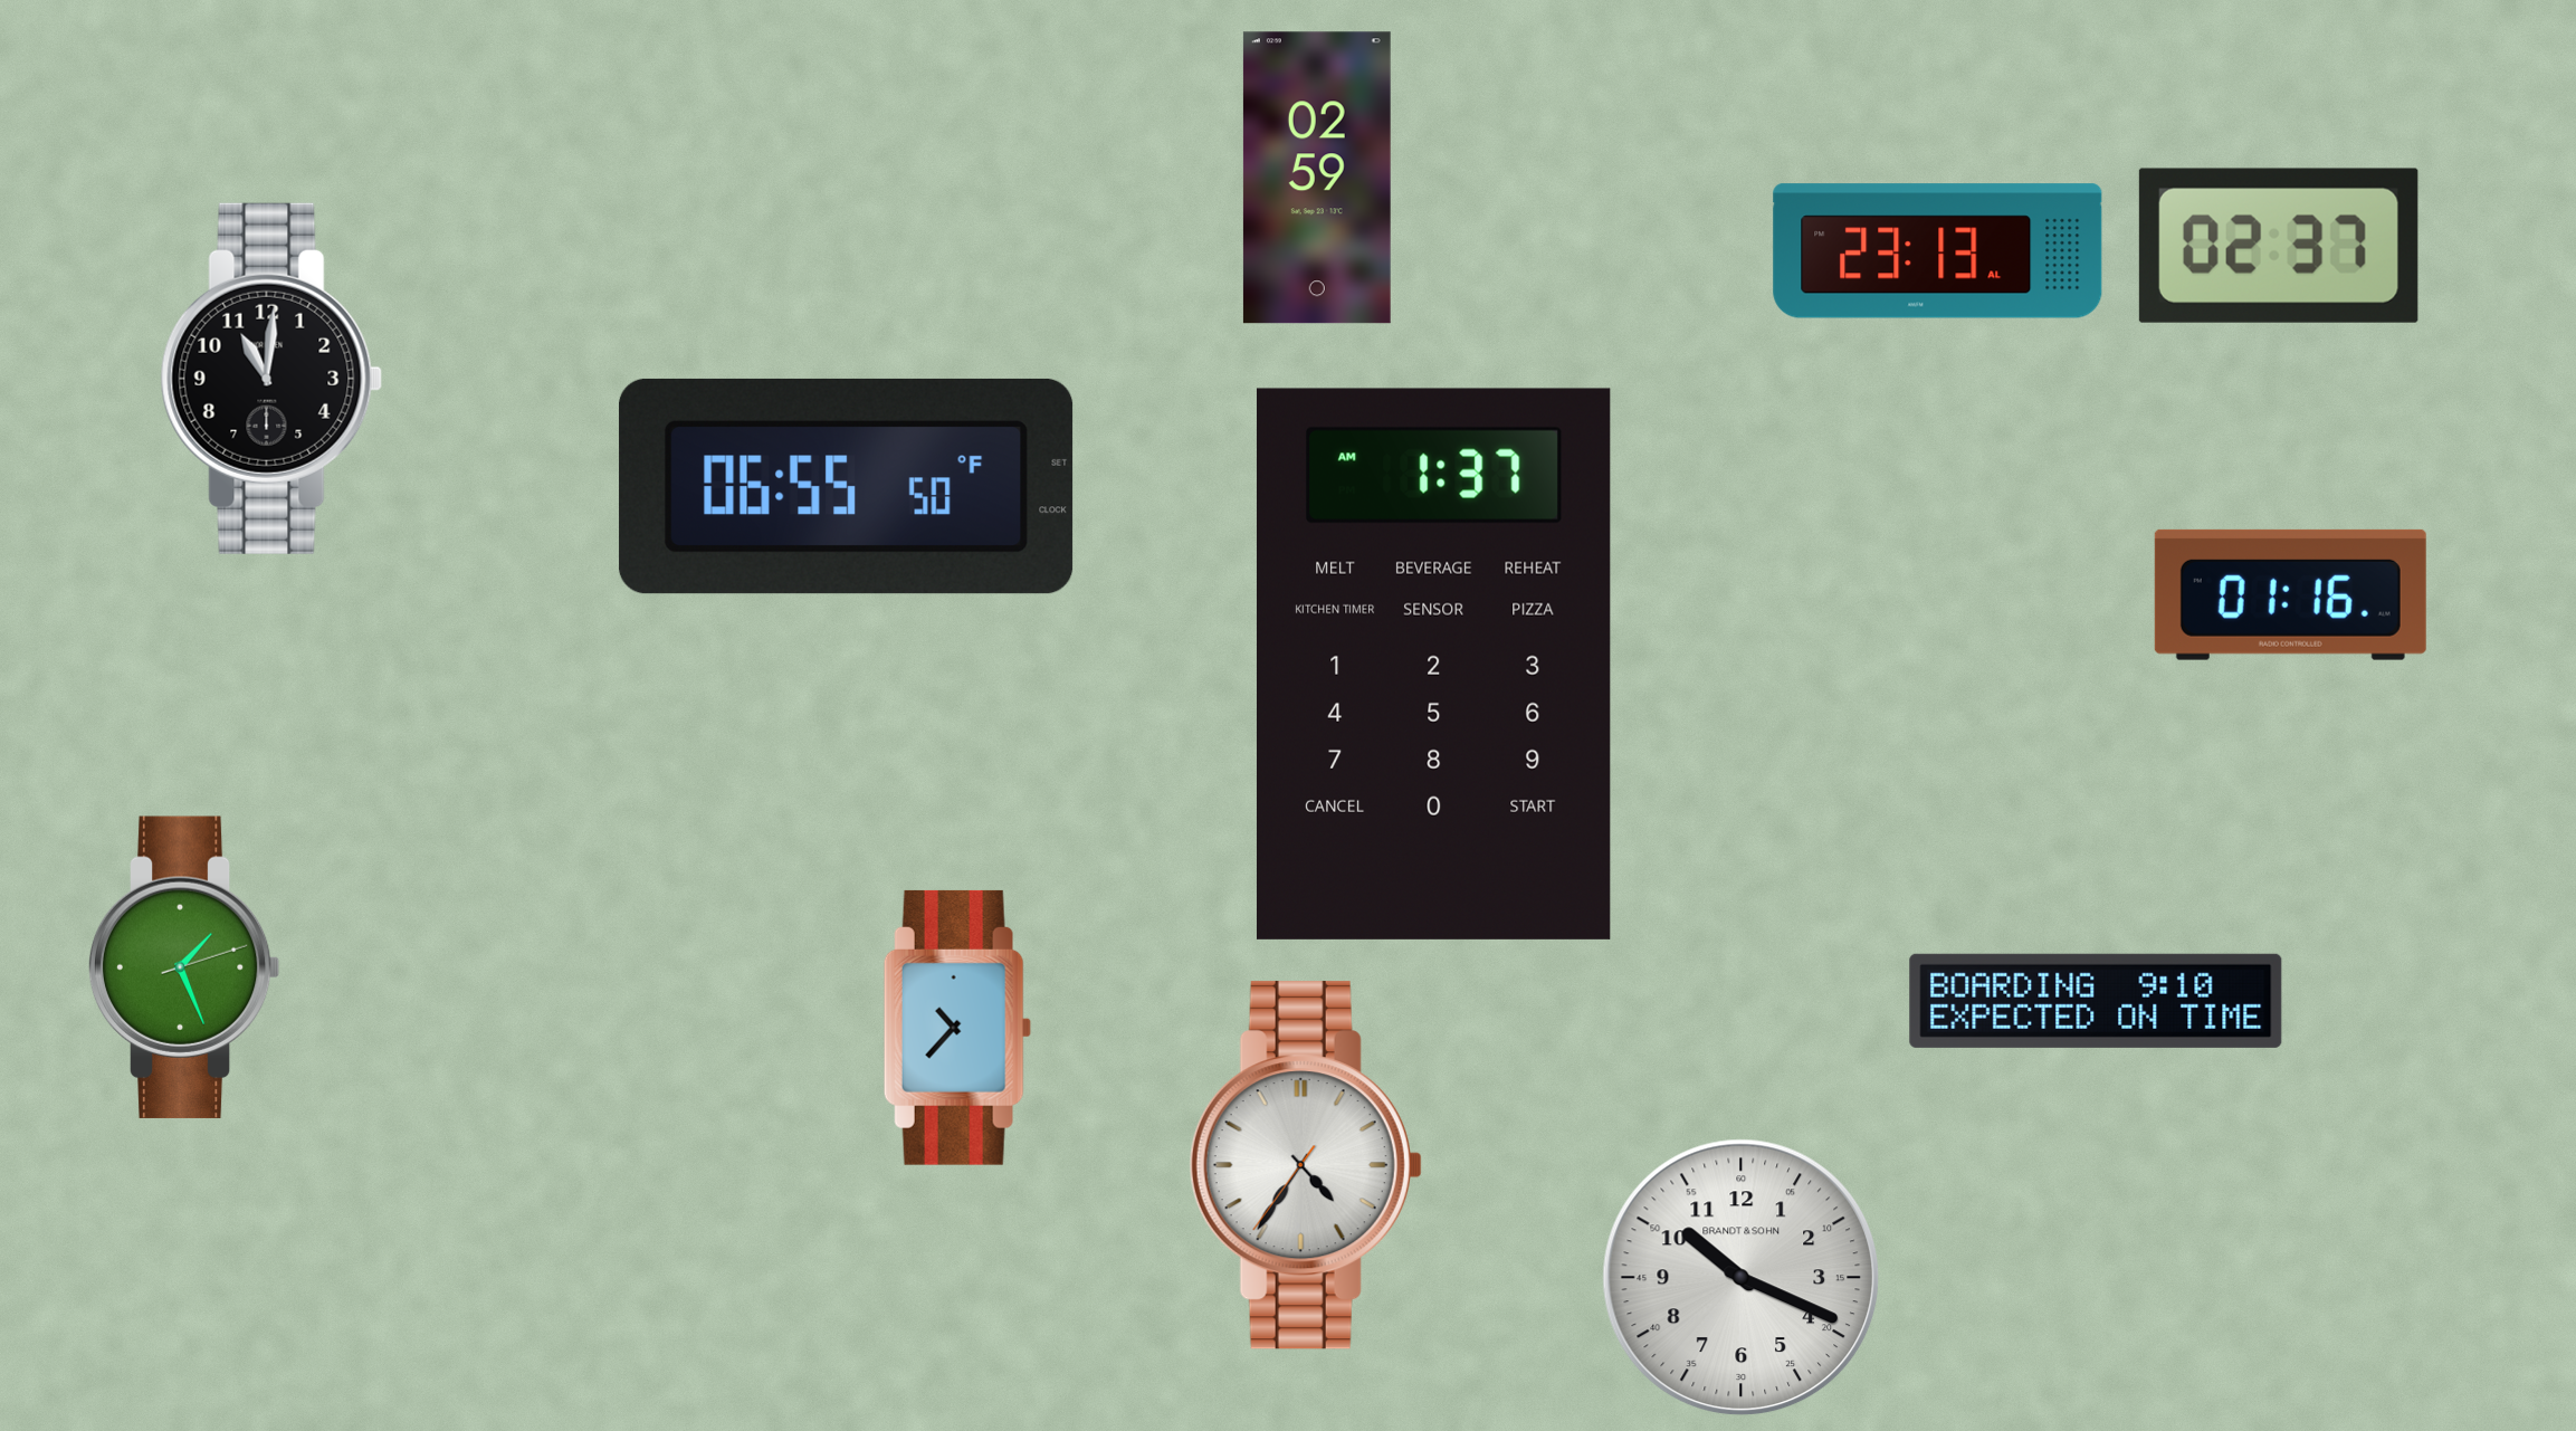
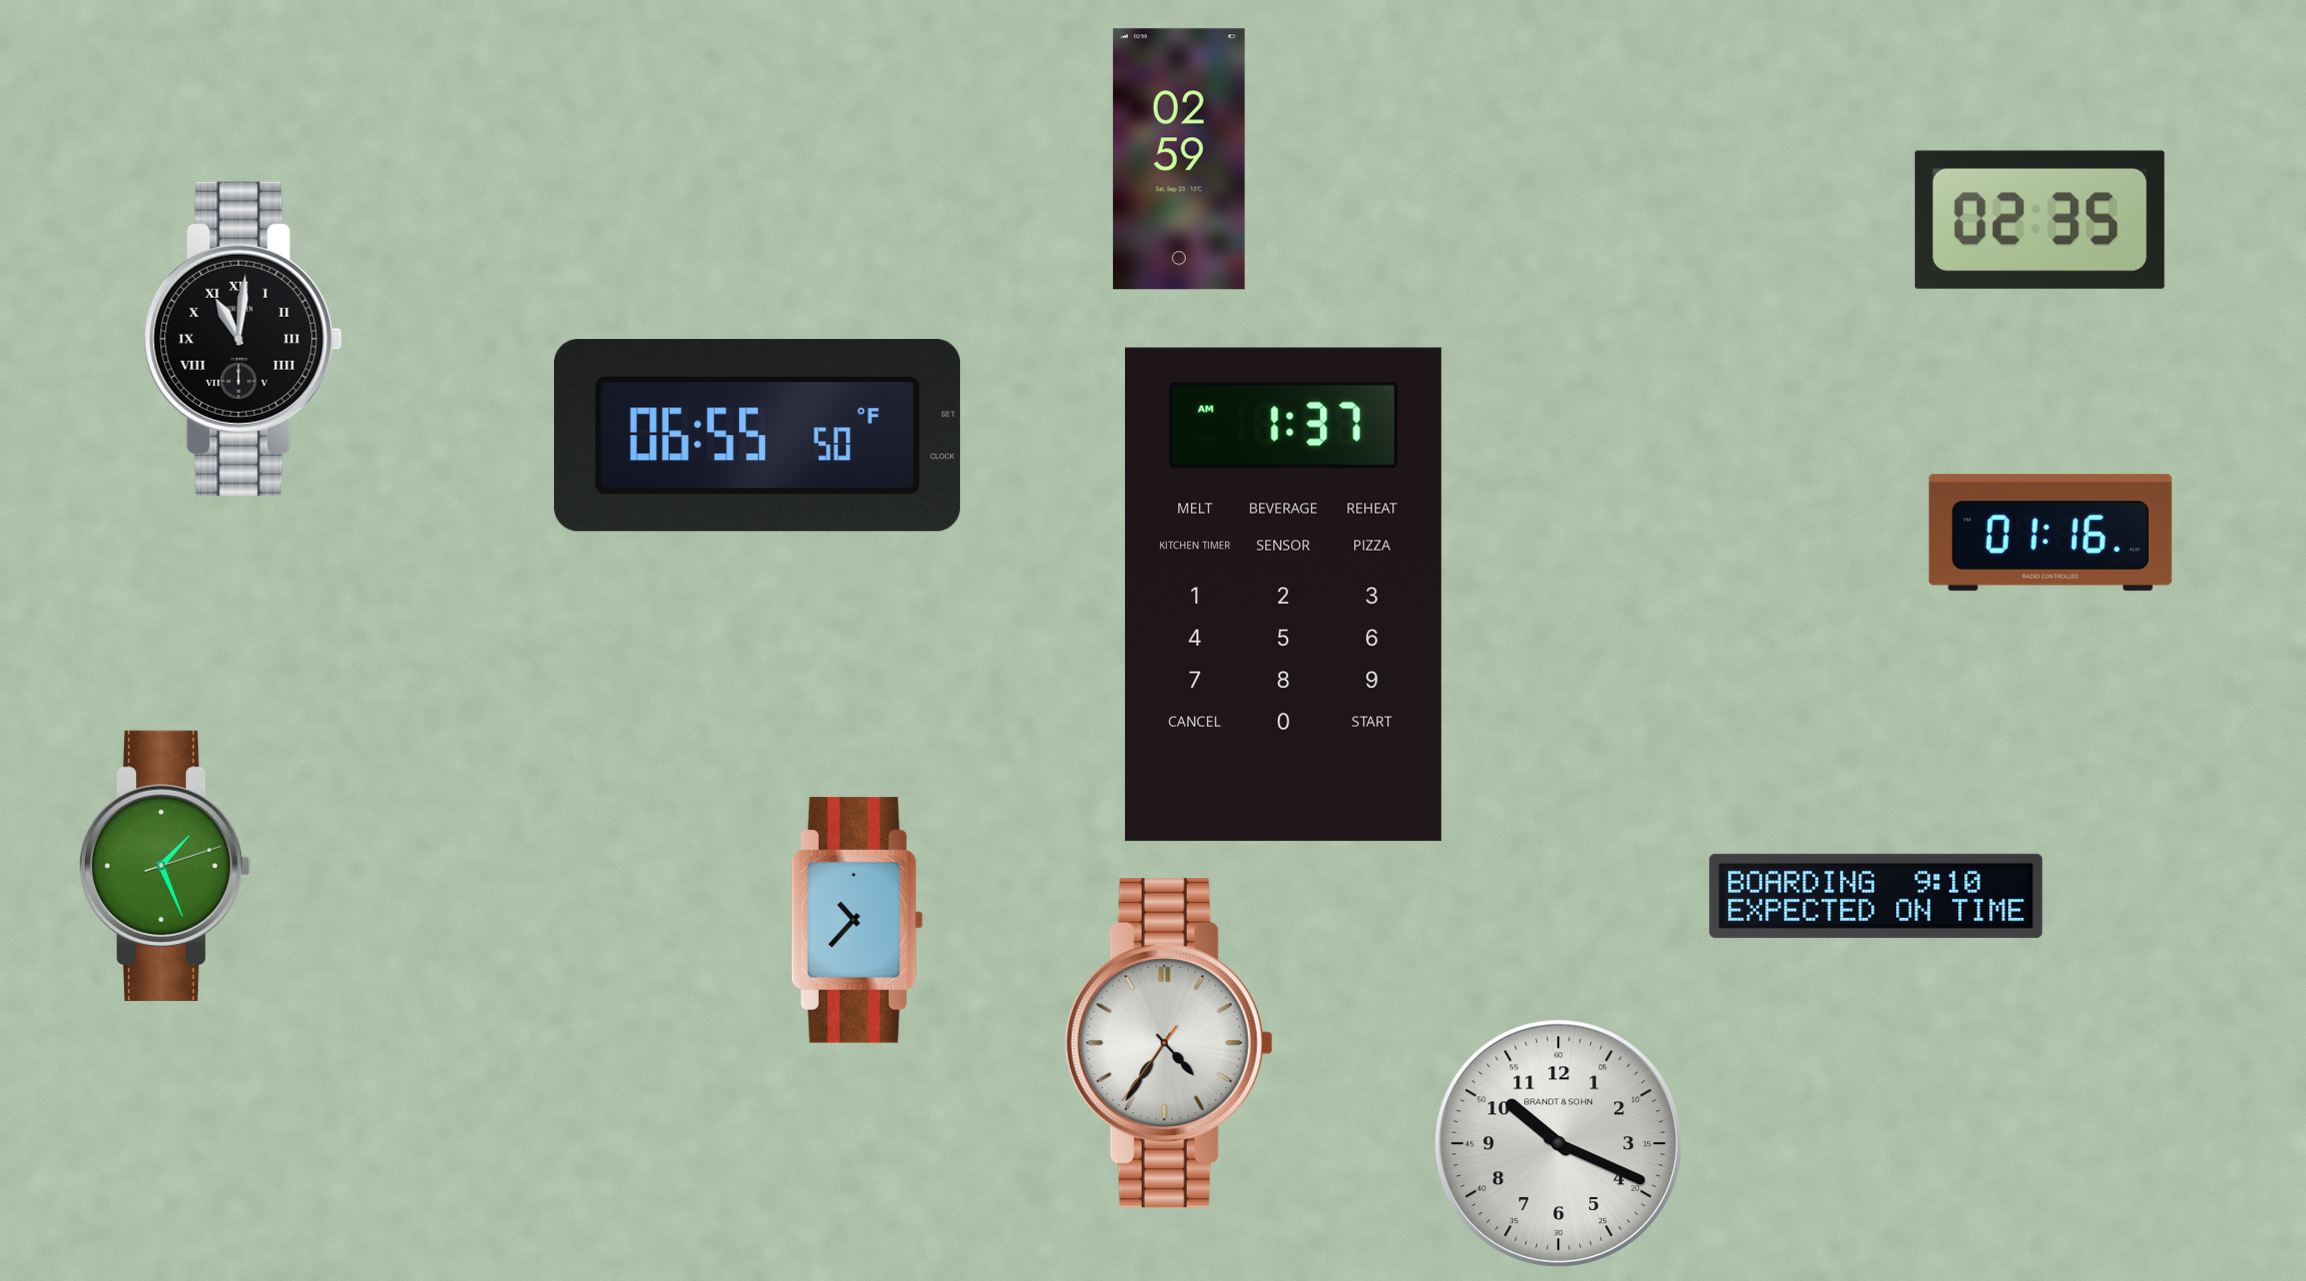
clock at (2279, 246): 02:37 -> 02:35
clock at (1938, 251): 23:13 -> none
clock at (271, 379) numerals: Arabic -> Roman
